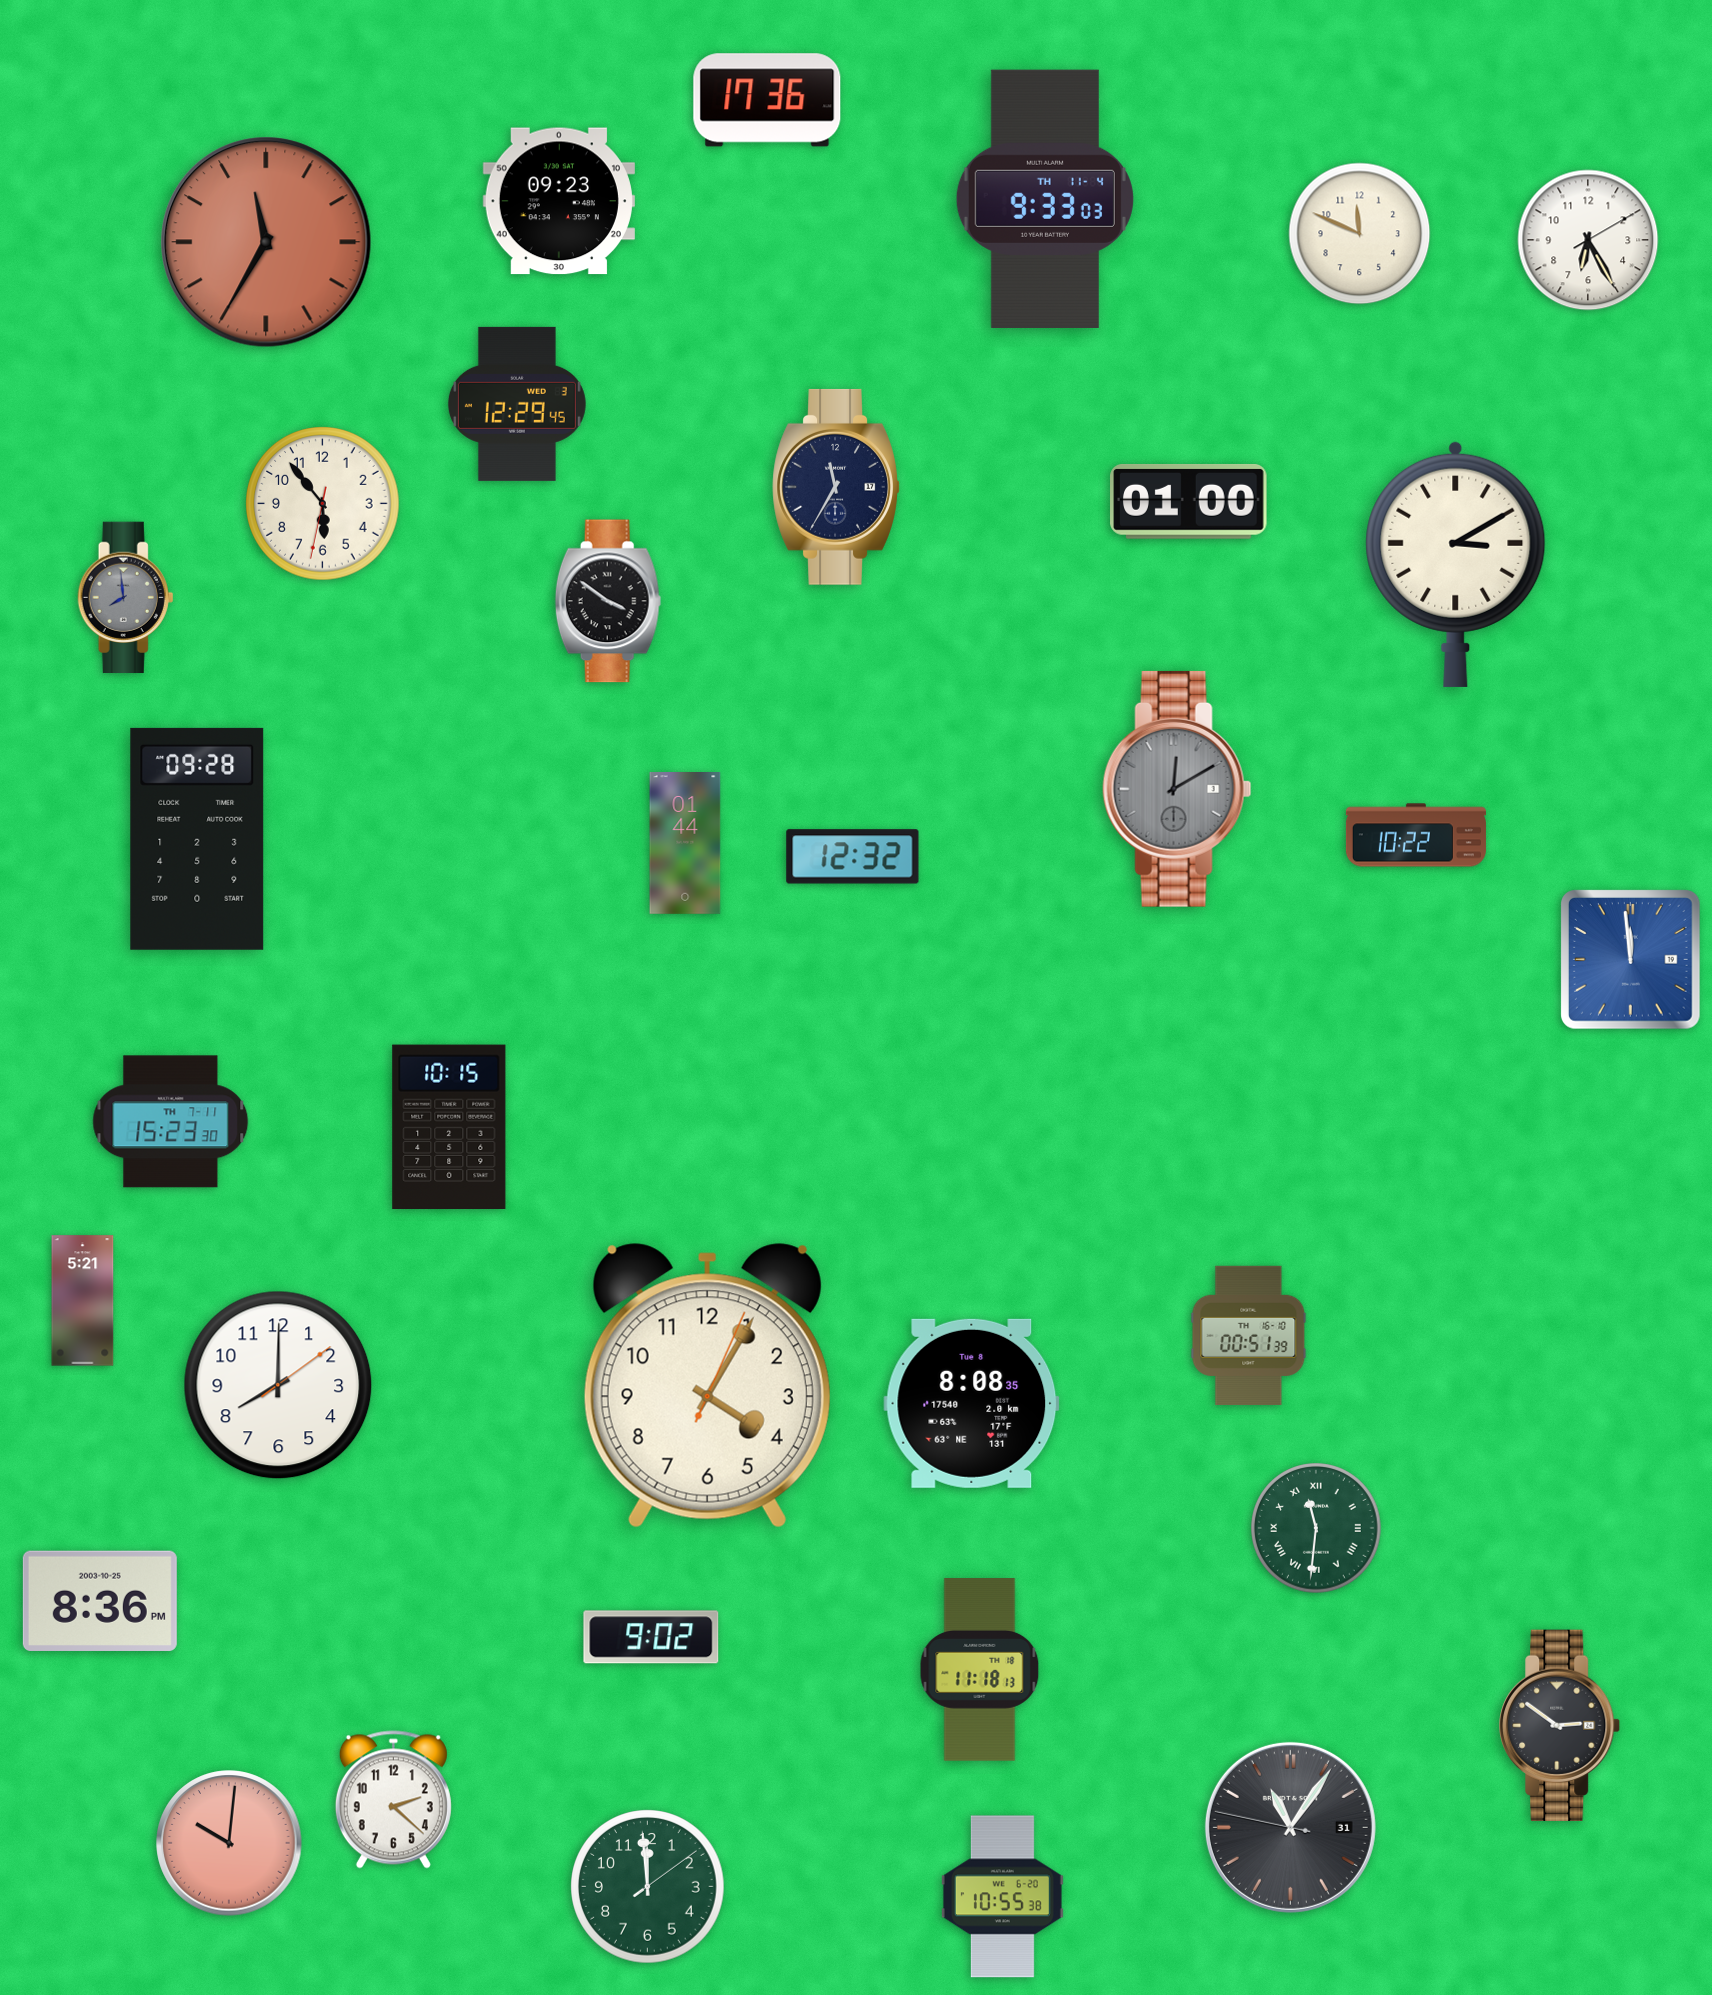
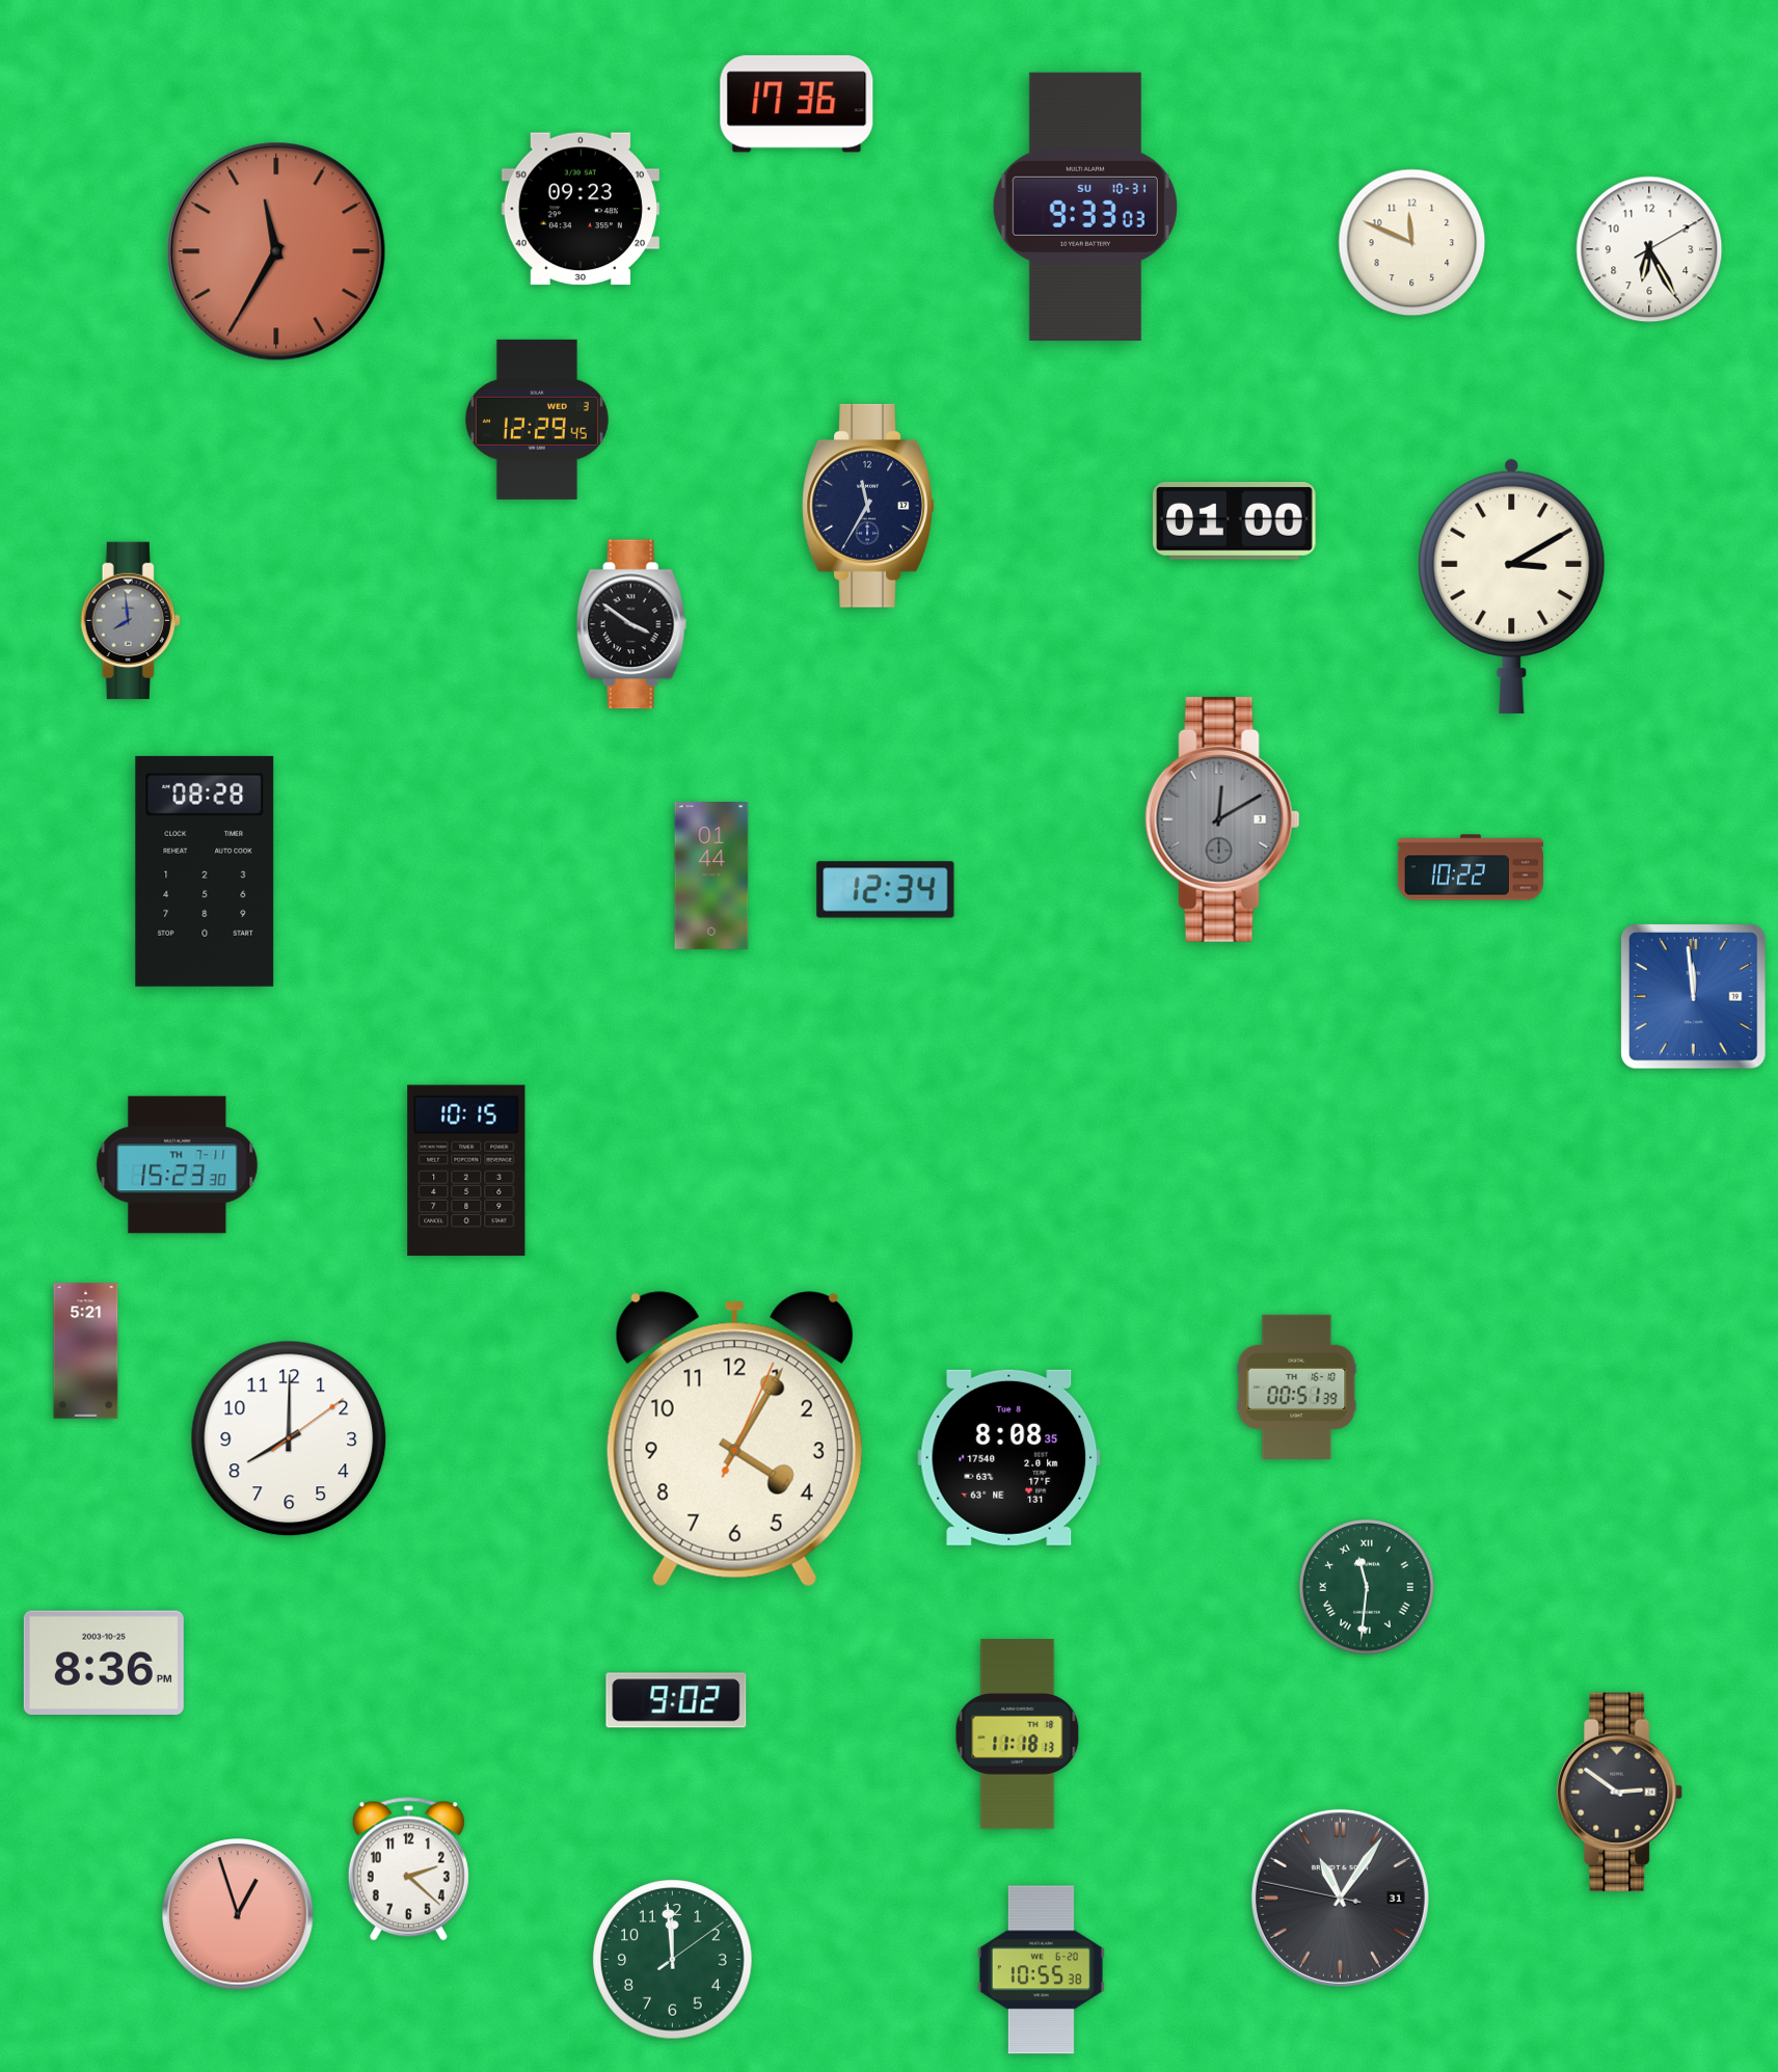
clock at (1045, 198) date: TH 11-4 -> SU 10-31
clock at (323, 504): 5:53 -> none
clock at (197, 839): 09:28 -> 08:28
clock at (853, 857): 12:32 -> 12:34
clock at (229, 1843): 10:01 -> 12:57
